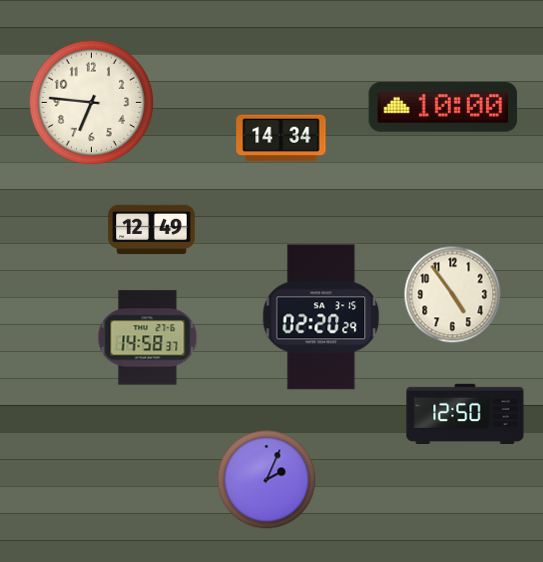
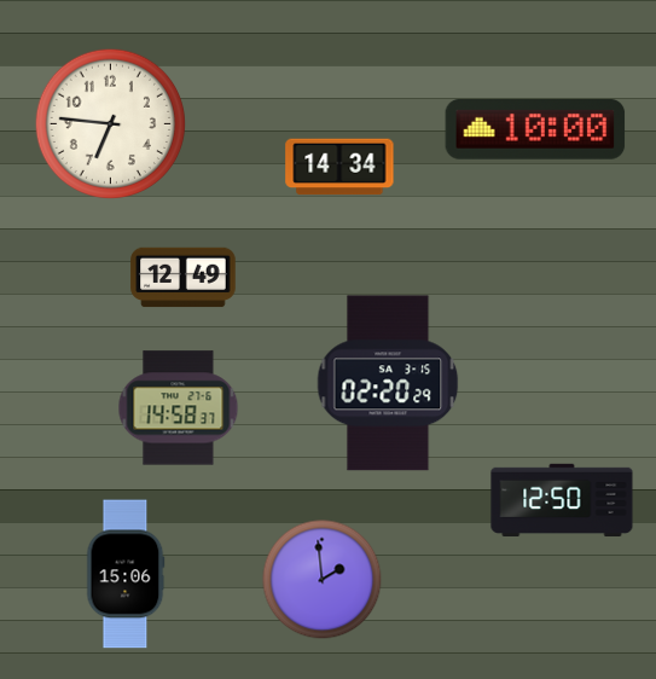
clock at (453, 295): 4:54 -> none
clock at (126, 574): none -> 15:06
clock at (267, 480): 2:04 -> 1:59
